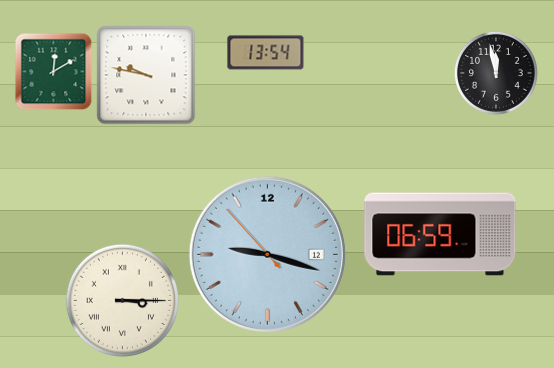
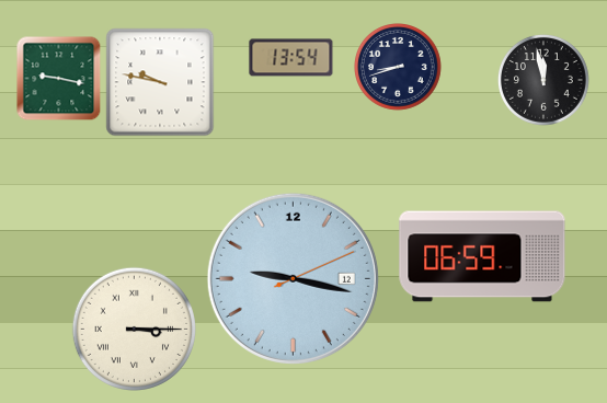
clock at (399, 68): none -> 8:42
clock at (53, 71): 12:10 -> 9:17
clock at (267, 254): 9:17:53 -> 9:17:11
